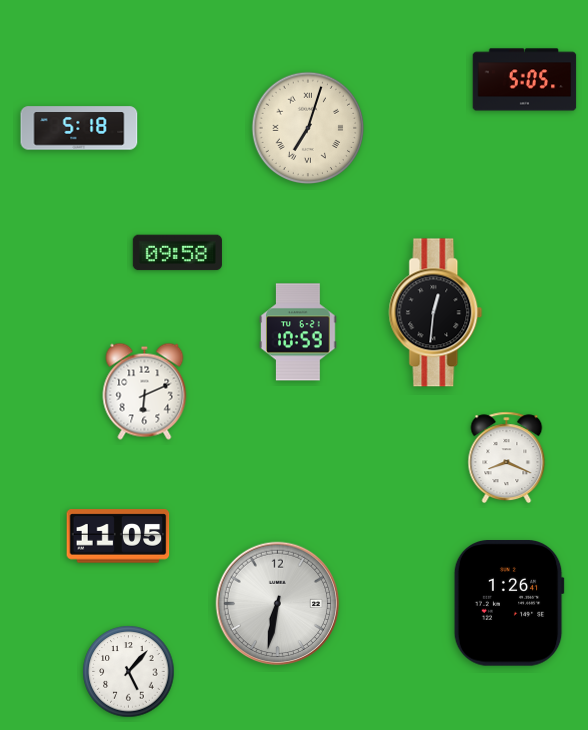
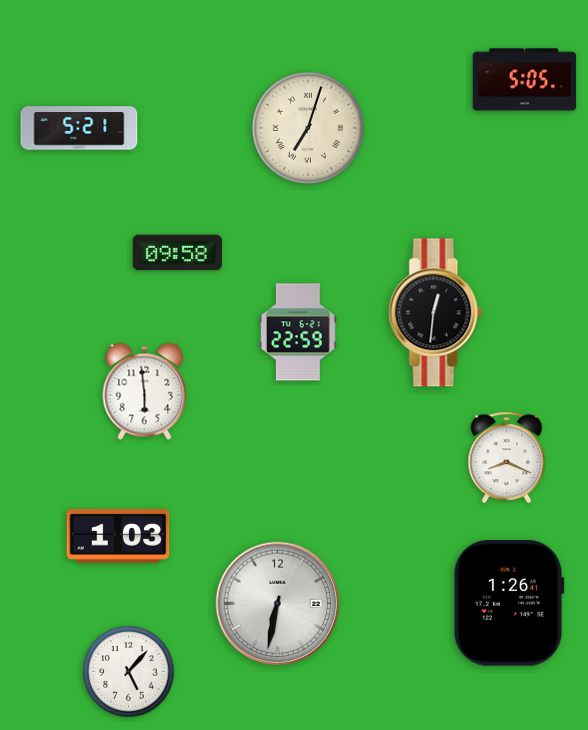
clock at (79, 128): 5:18 -> 5:21
clock at (298, 332): 10:59 -> 22:59
clock at (145, 391): 6:11 -> 5:59
clock at (118, 536): 11:05 -> 1:03
